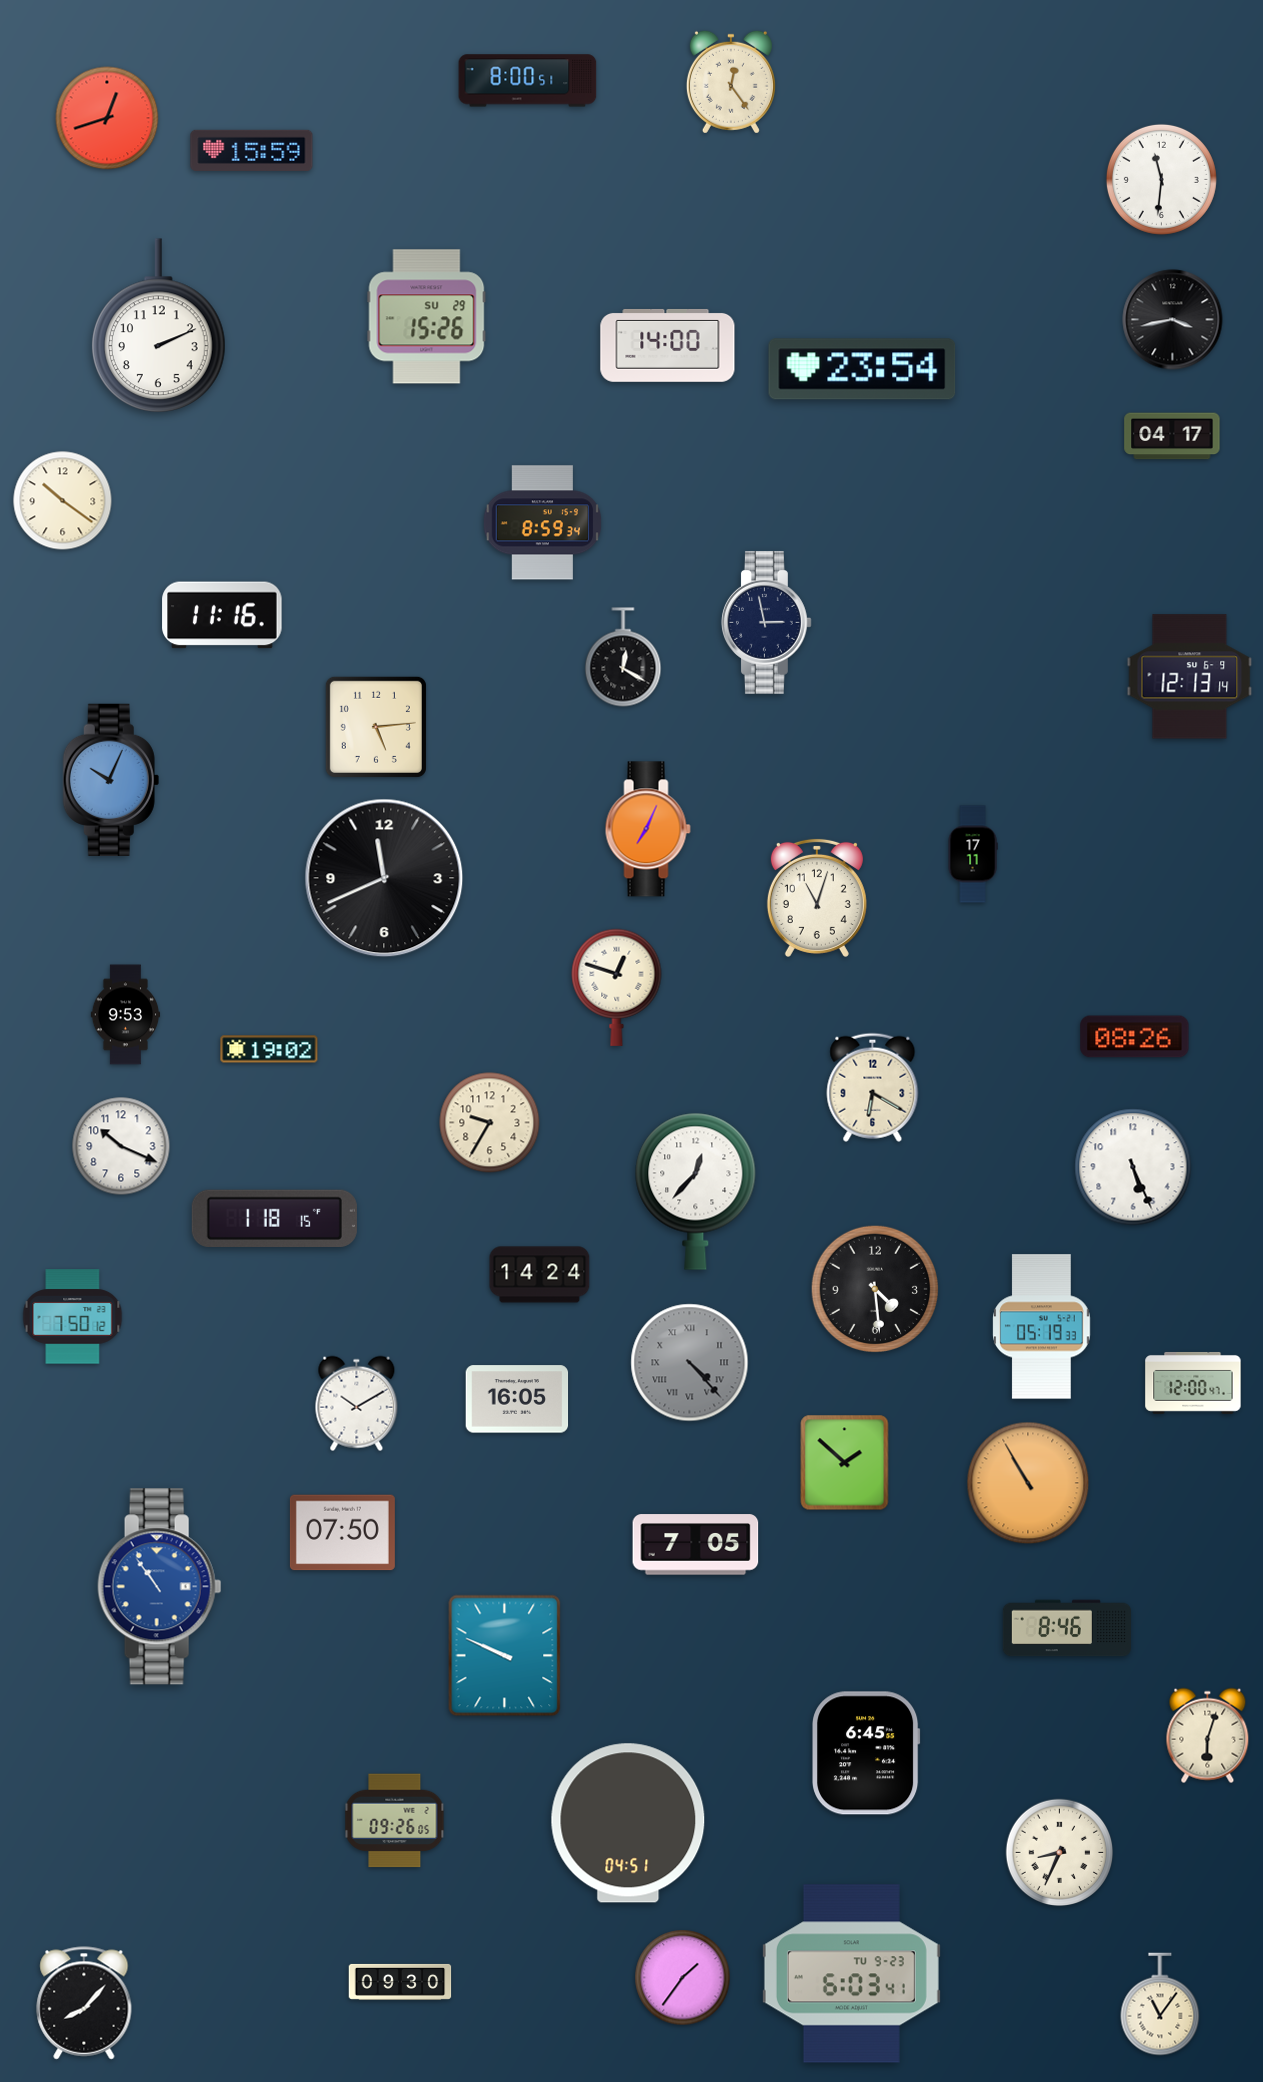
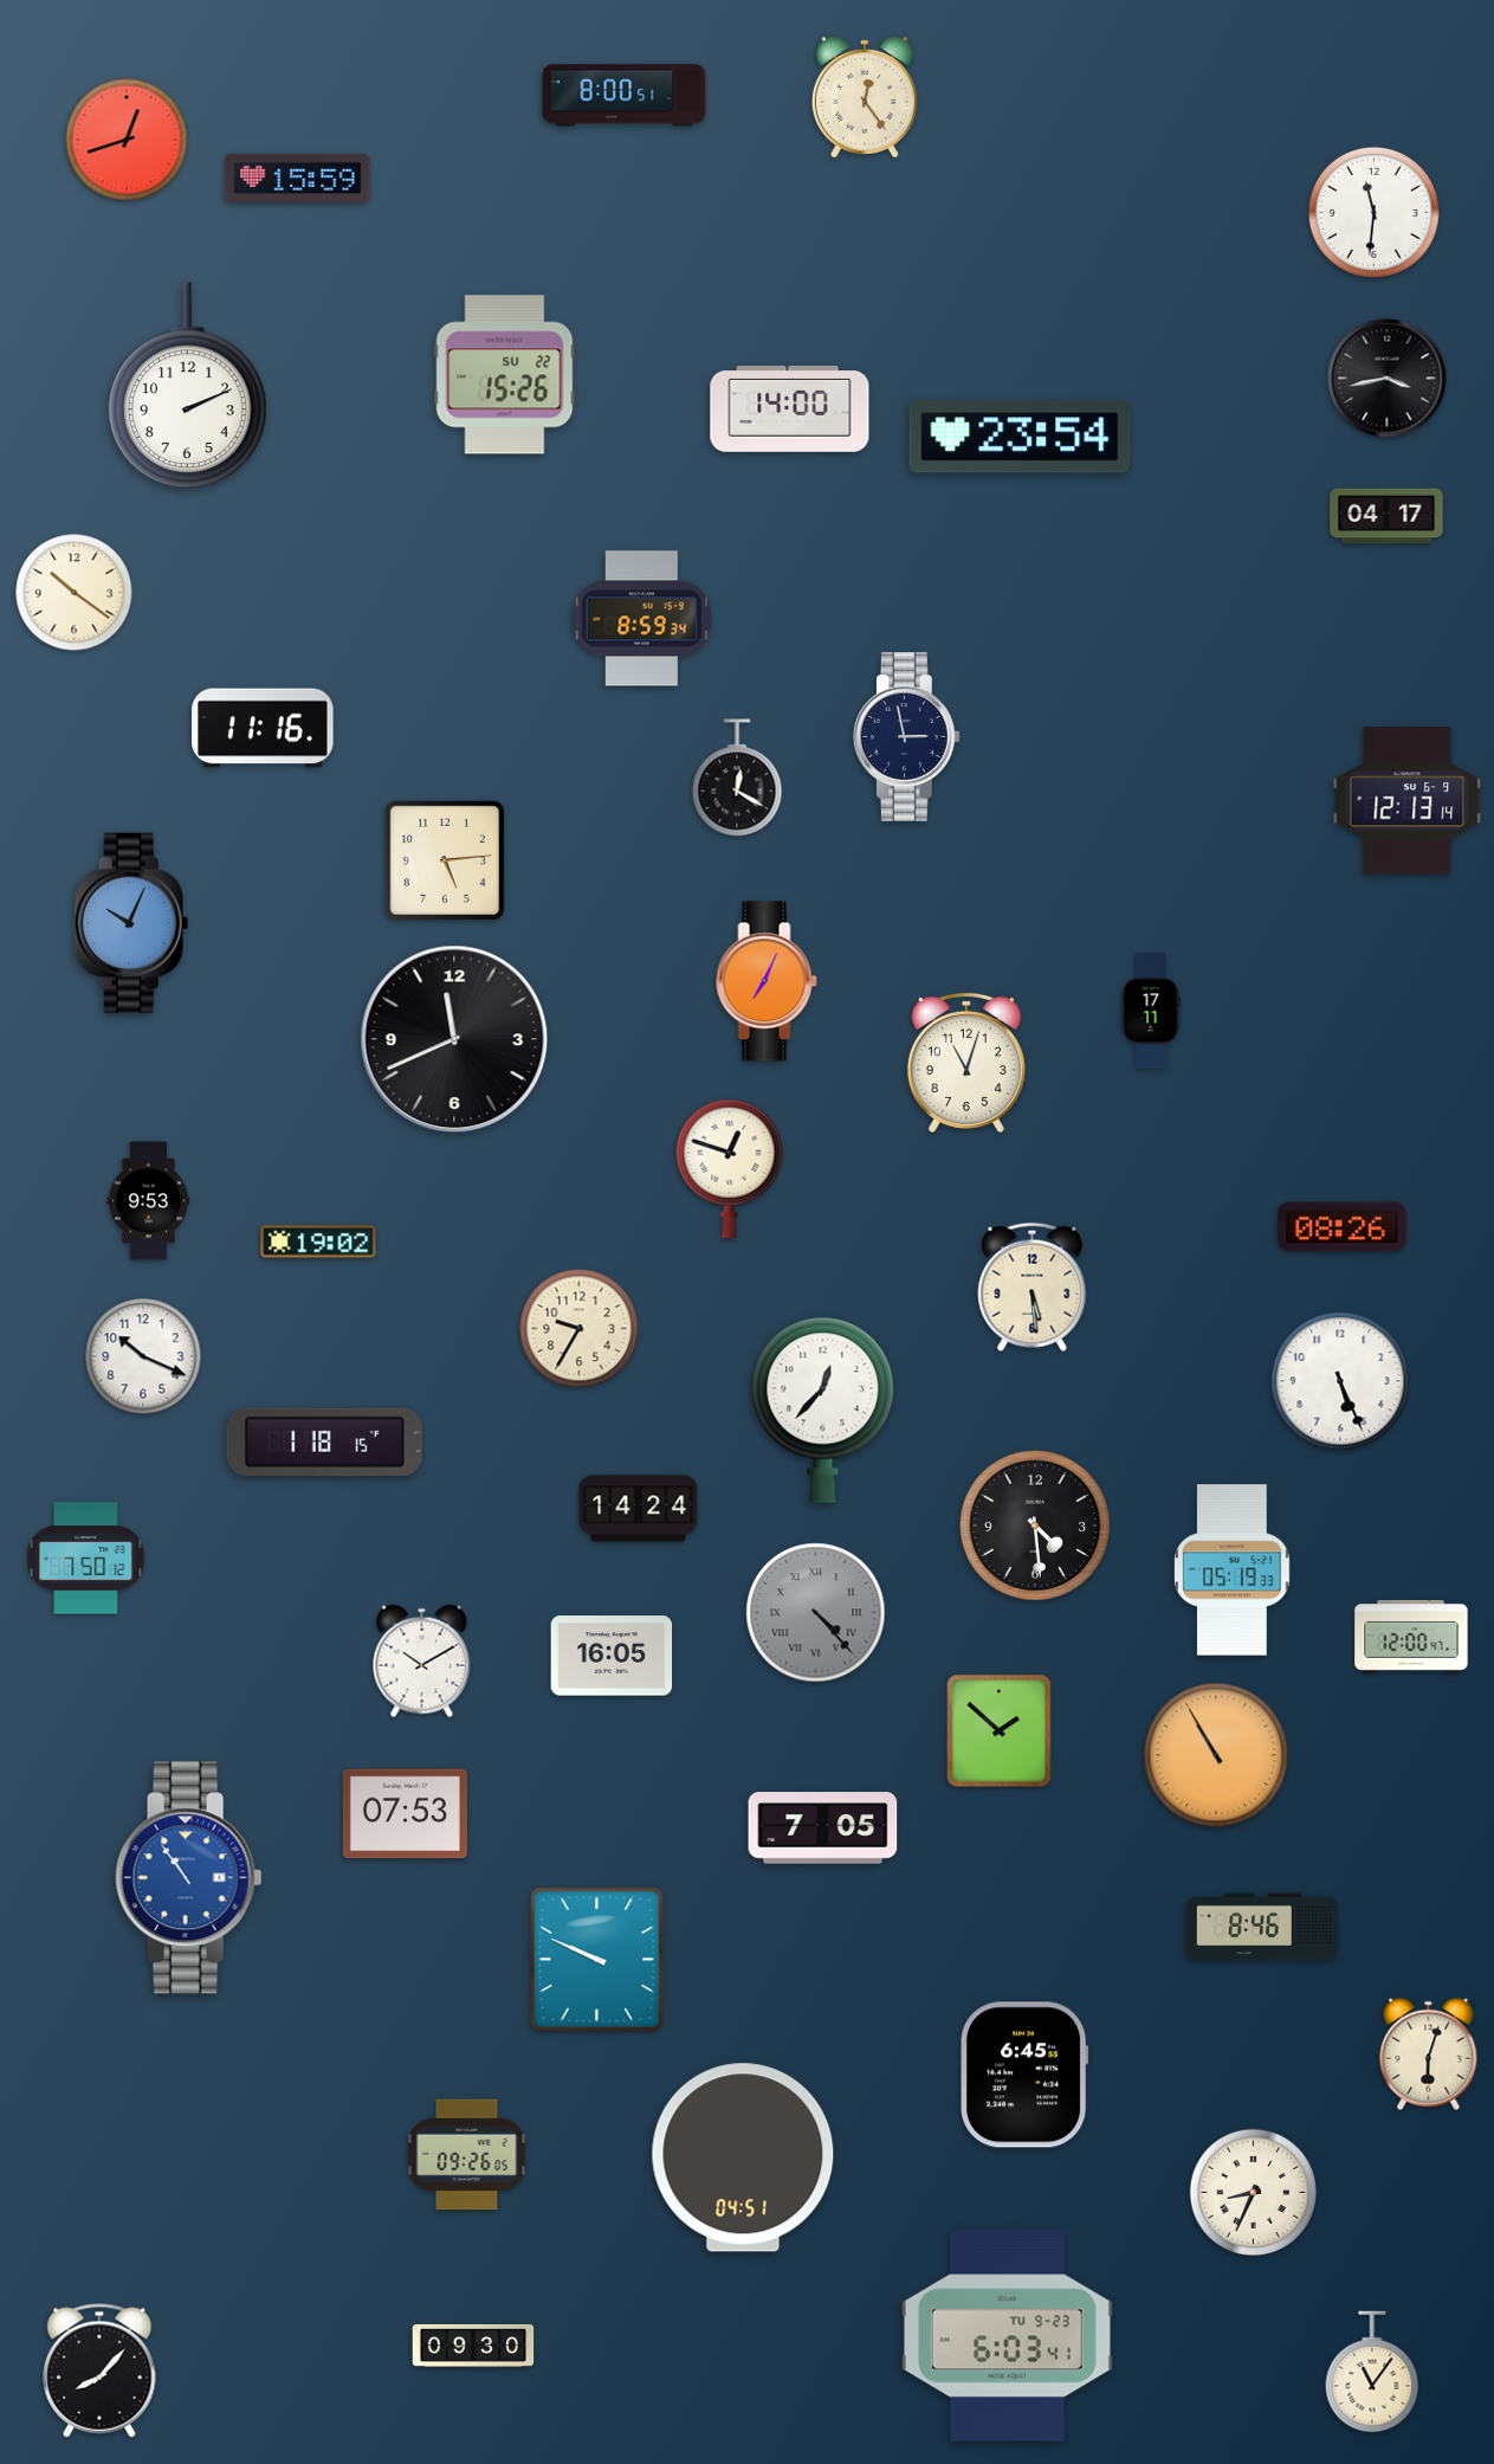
clock at (427, 317) date: SU 29 -> SU 22
clock at (873, 1087): 6:20 -> 5:29
clock at (342, 1533): 07:50 -> 07:53
clock at (683, 1978): 1:36 -> none
